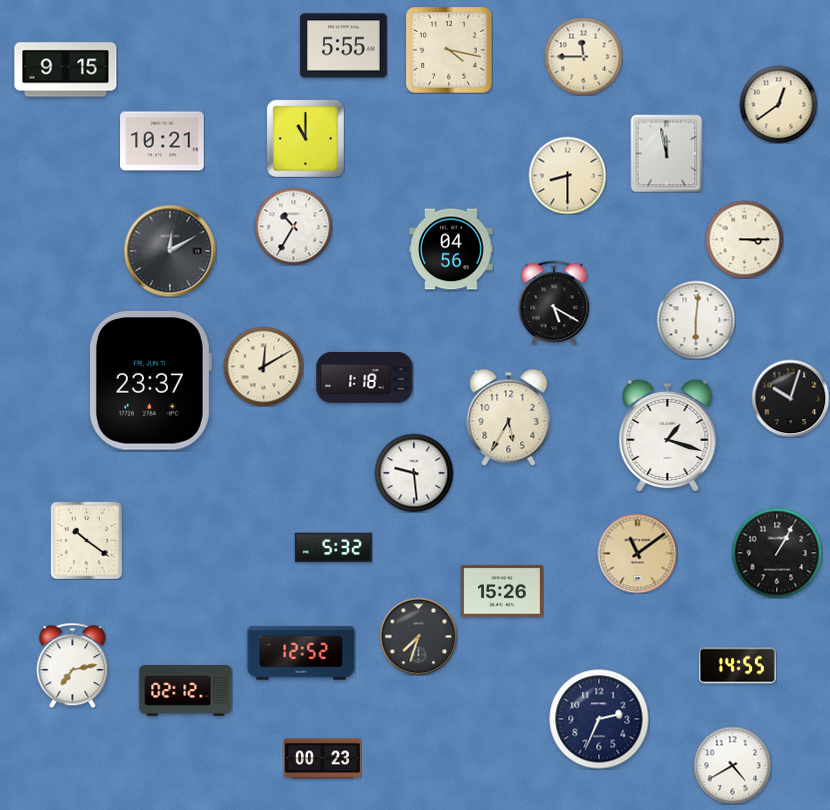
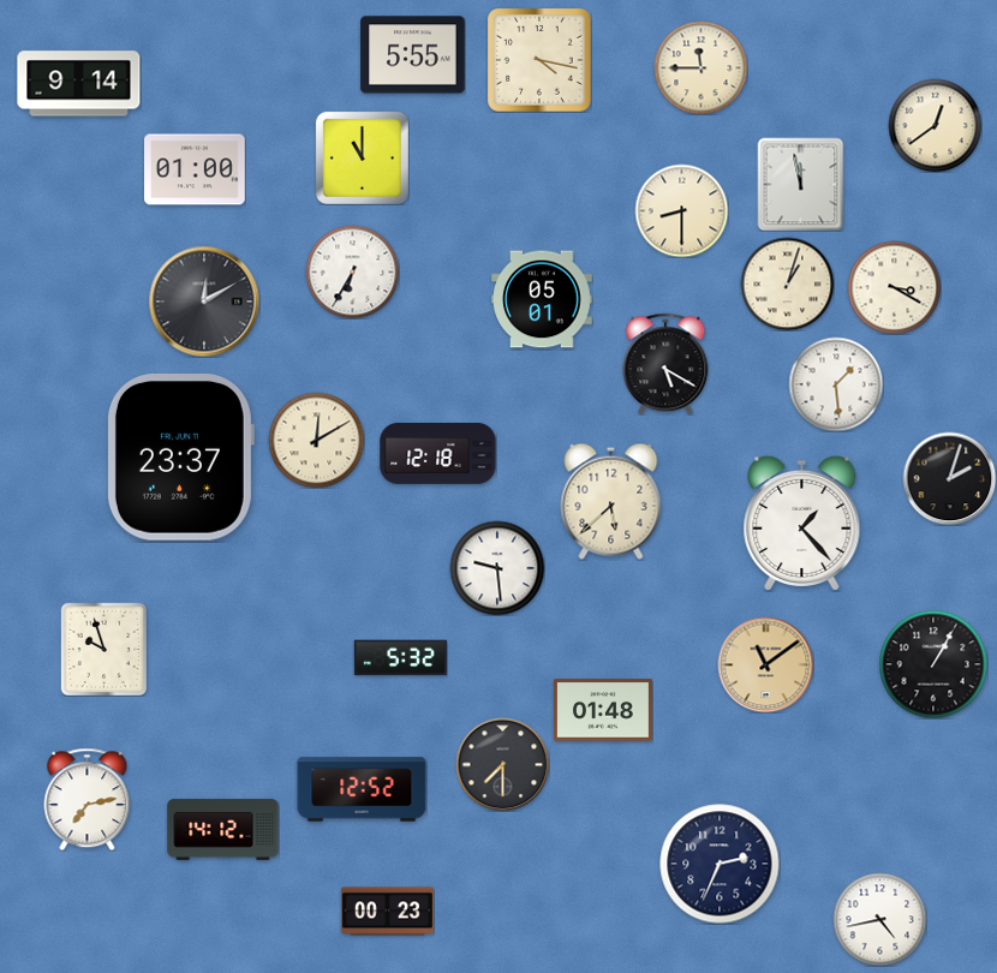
clock at (66, 70): 9:15 -> 9:14
clock at (305, 138) position: (305, 138) -> (362, 157)
clock at (162, 141): 10:21 -> 01:00
clock at (293, 226): 10:35 -> 6:35
clock at (787, 283): none -> 1:03
clock at (744, 239): 3:15 -> 3:20
clock at (451, 249): 04:56 -> 05:01
clock at (696, 320): 6:01 -> 1:29
clock at (365, 377): 1:18 -> 12:18
clock at (790, 398): 10:03 -> 2:03
clock at (509, 417): 5:35 -> 5:38
clock at (668, 435): 1:18 -> 1:23
clock at (86, 540): 10:21 -> 9:57
clock at (503, 591): 15:26 -> 01:48
clock at (418, 636): 7:33 -> 7:30
clock at (301, 653) position: (301, 653) -> (362, 789)
clock at (737, 666): 14:55 -> none
clock at (186, 691): 02:12 -> 14:12
clock at (732, 765): 4:40 -> 4:43
